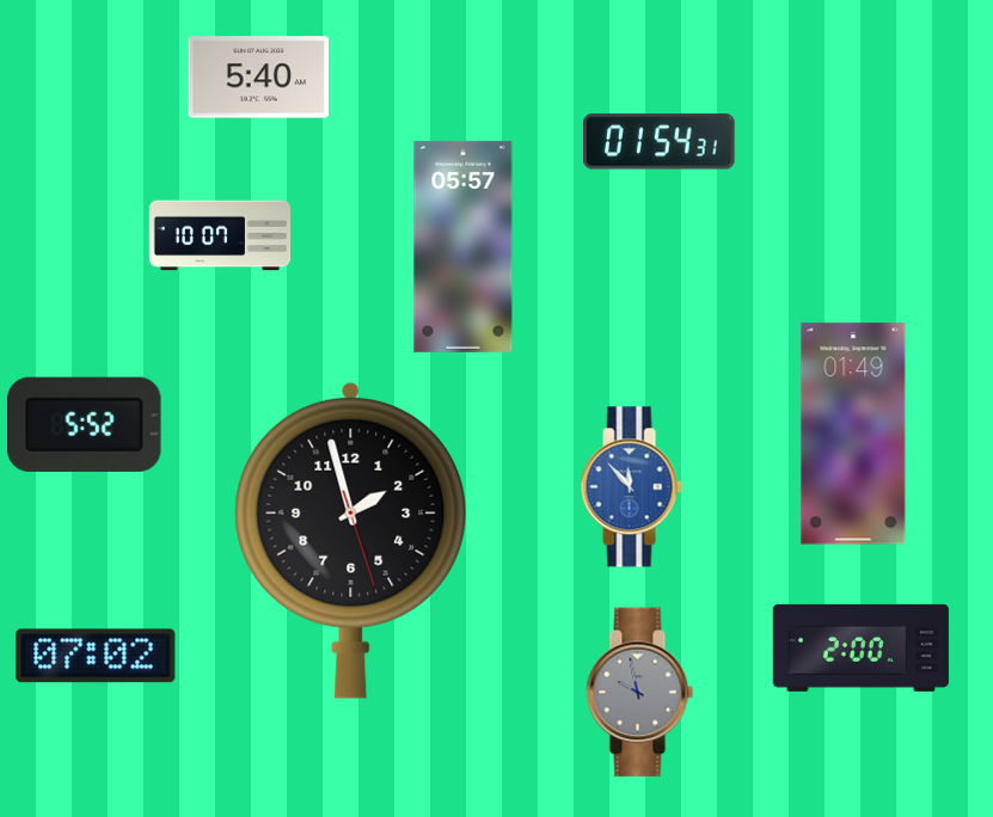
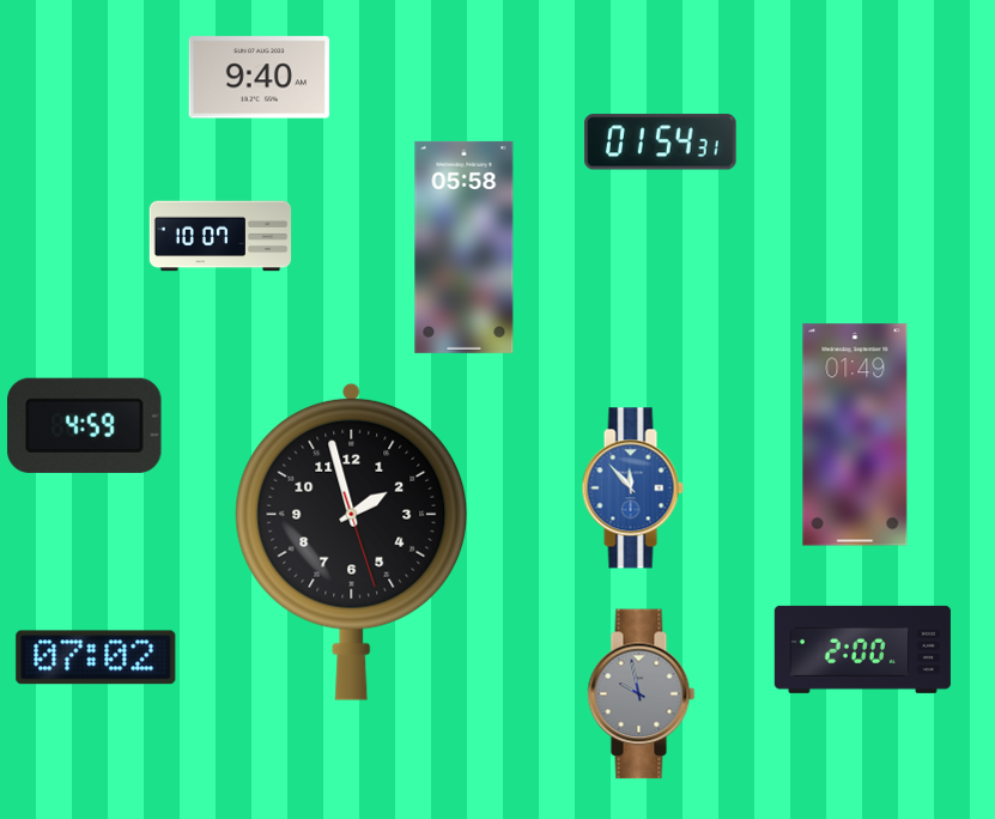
clock at (259, 78): 5:40 -> 9:40
clock at (464, 246): 05:57 -> 05:58
clock at (85, 424): 5:52 -> 4:59
